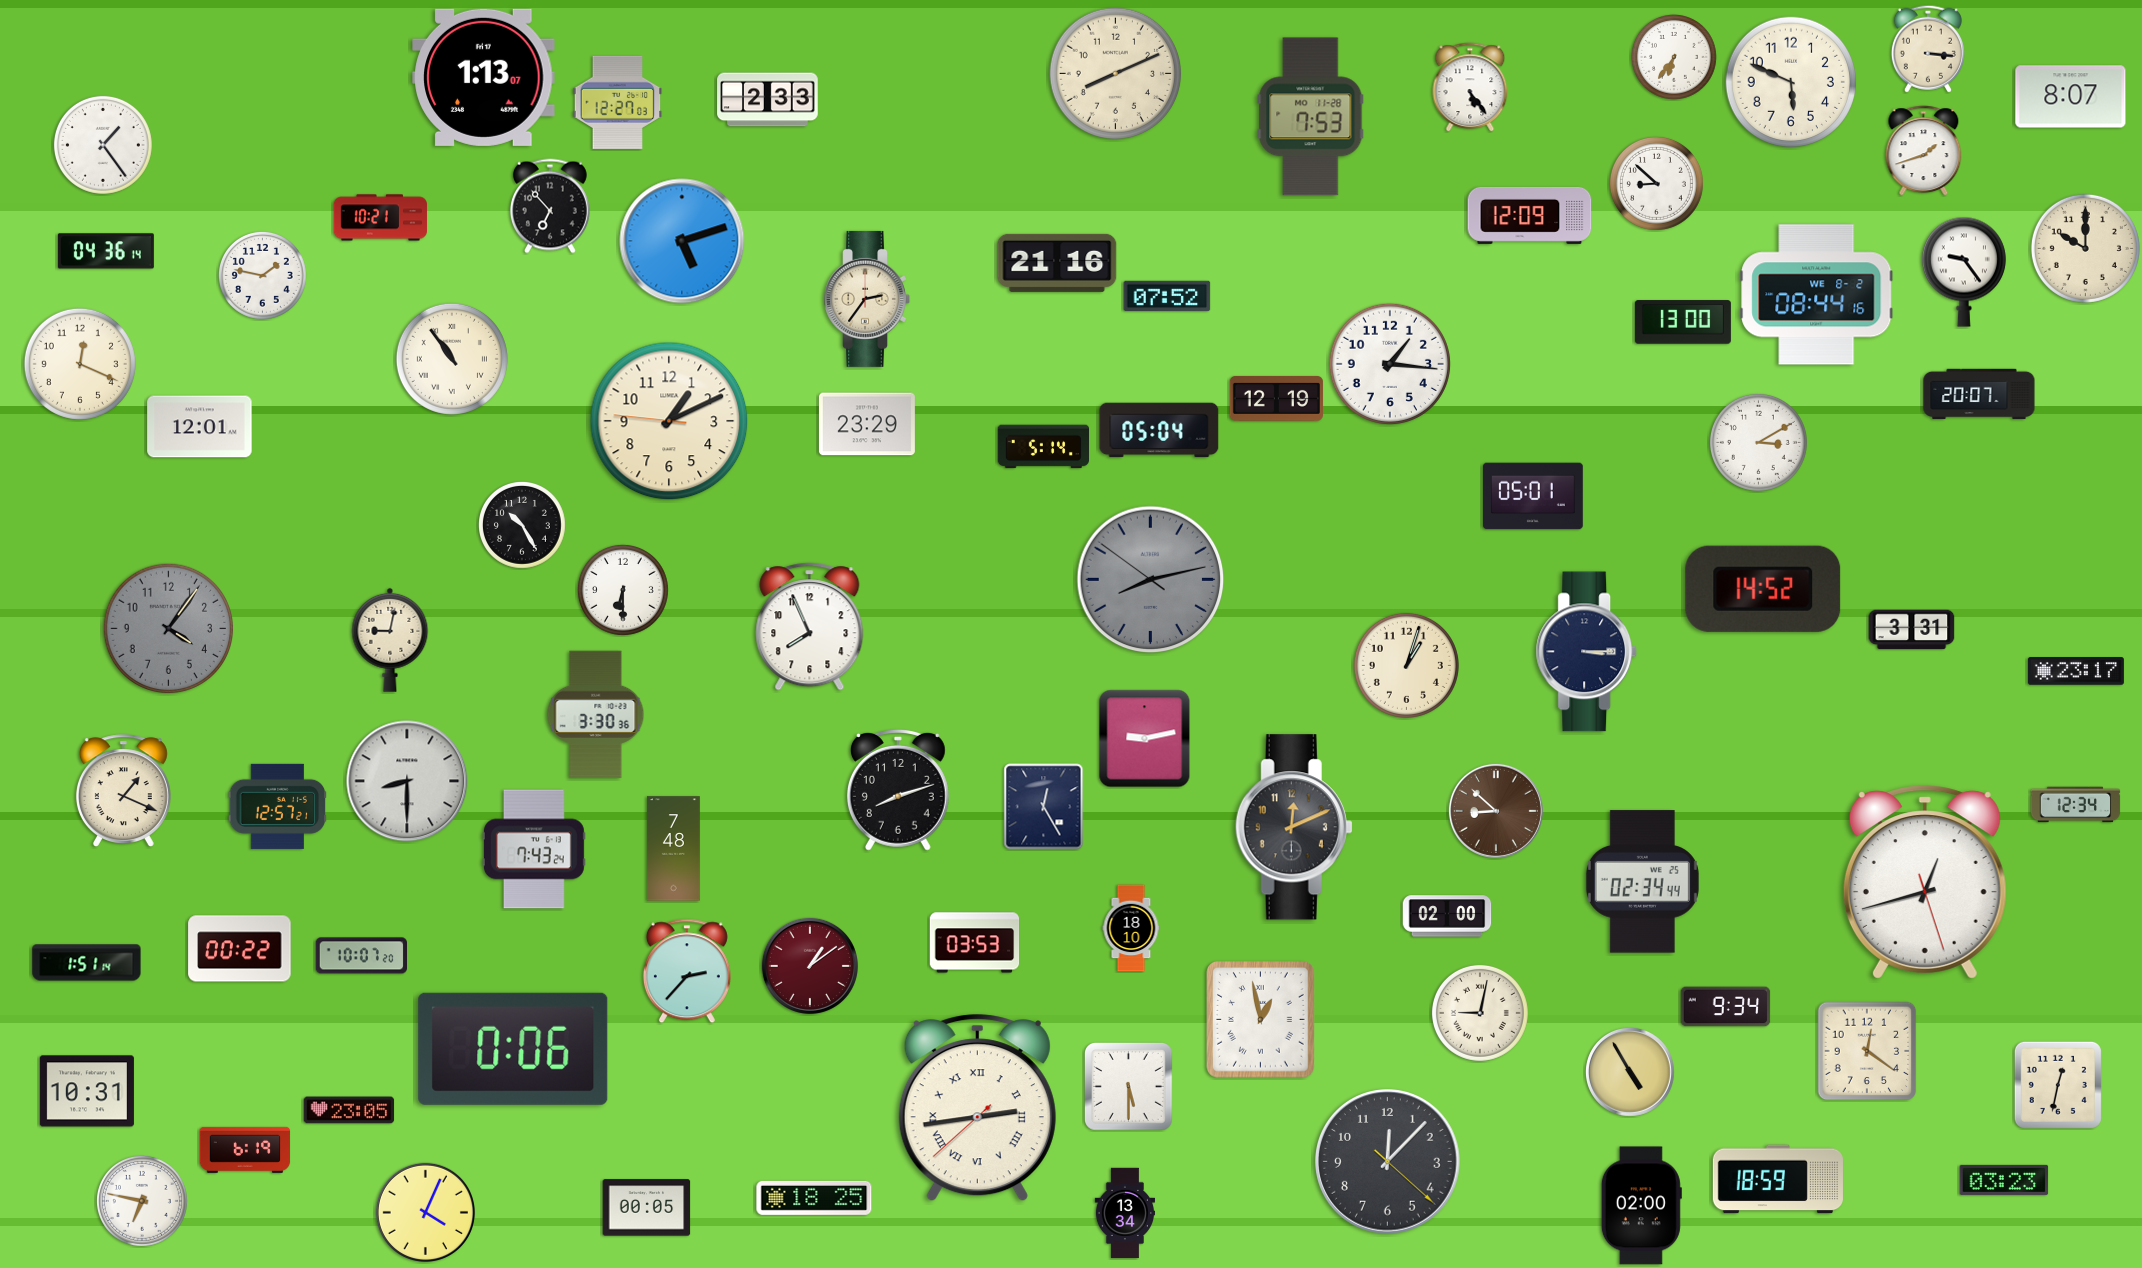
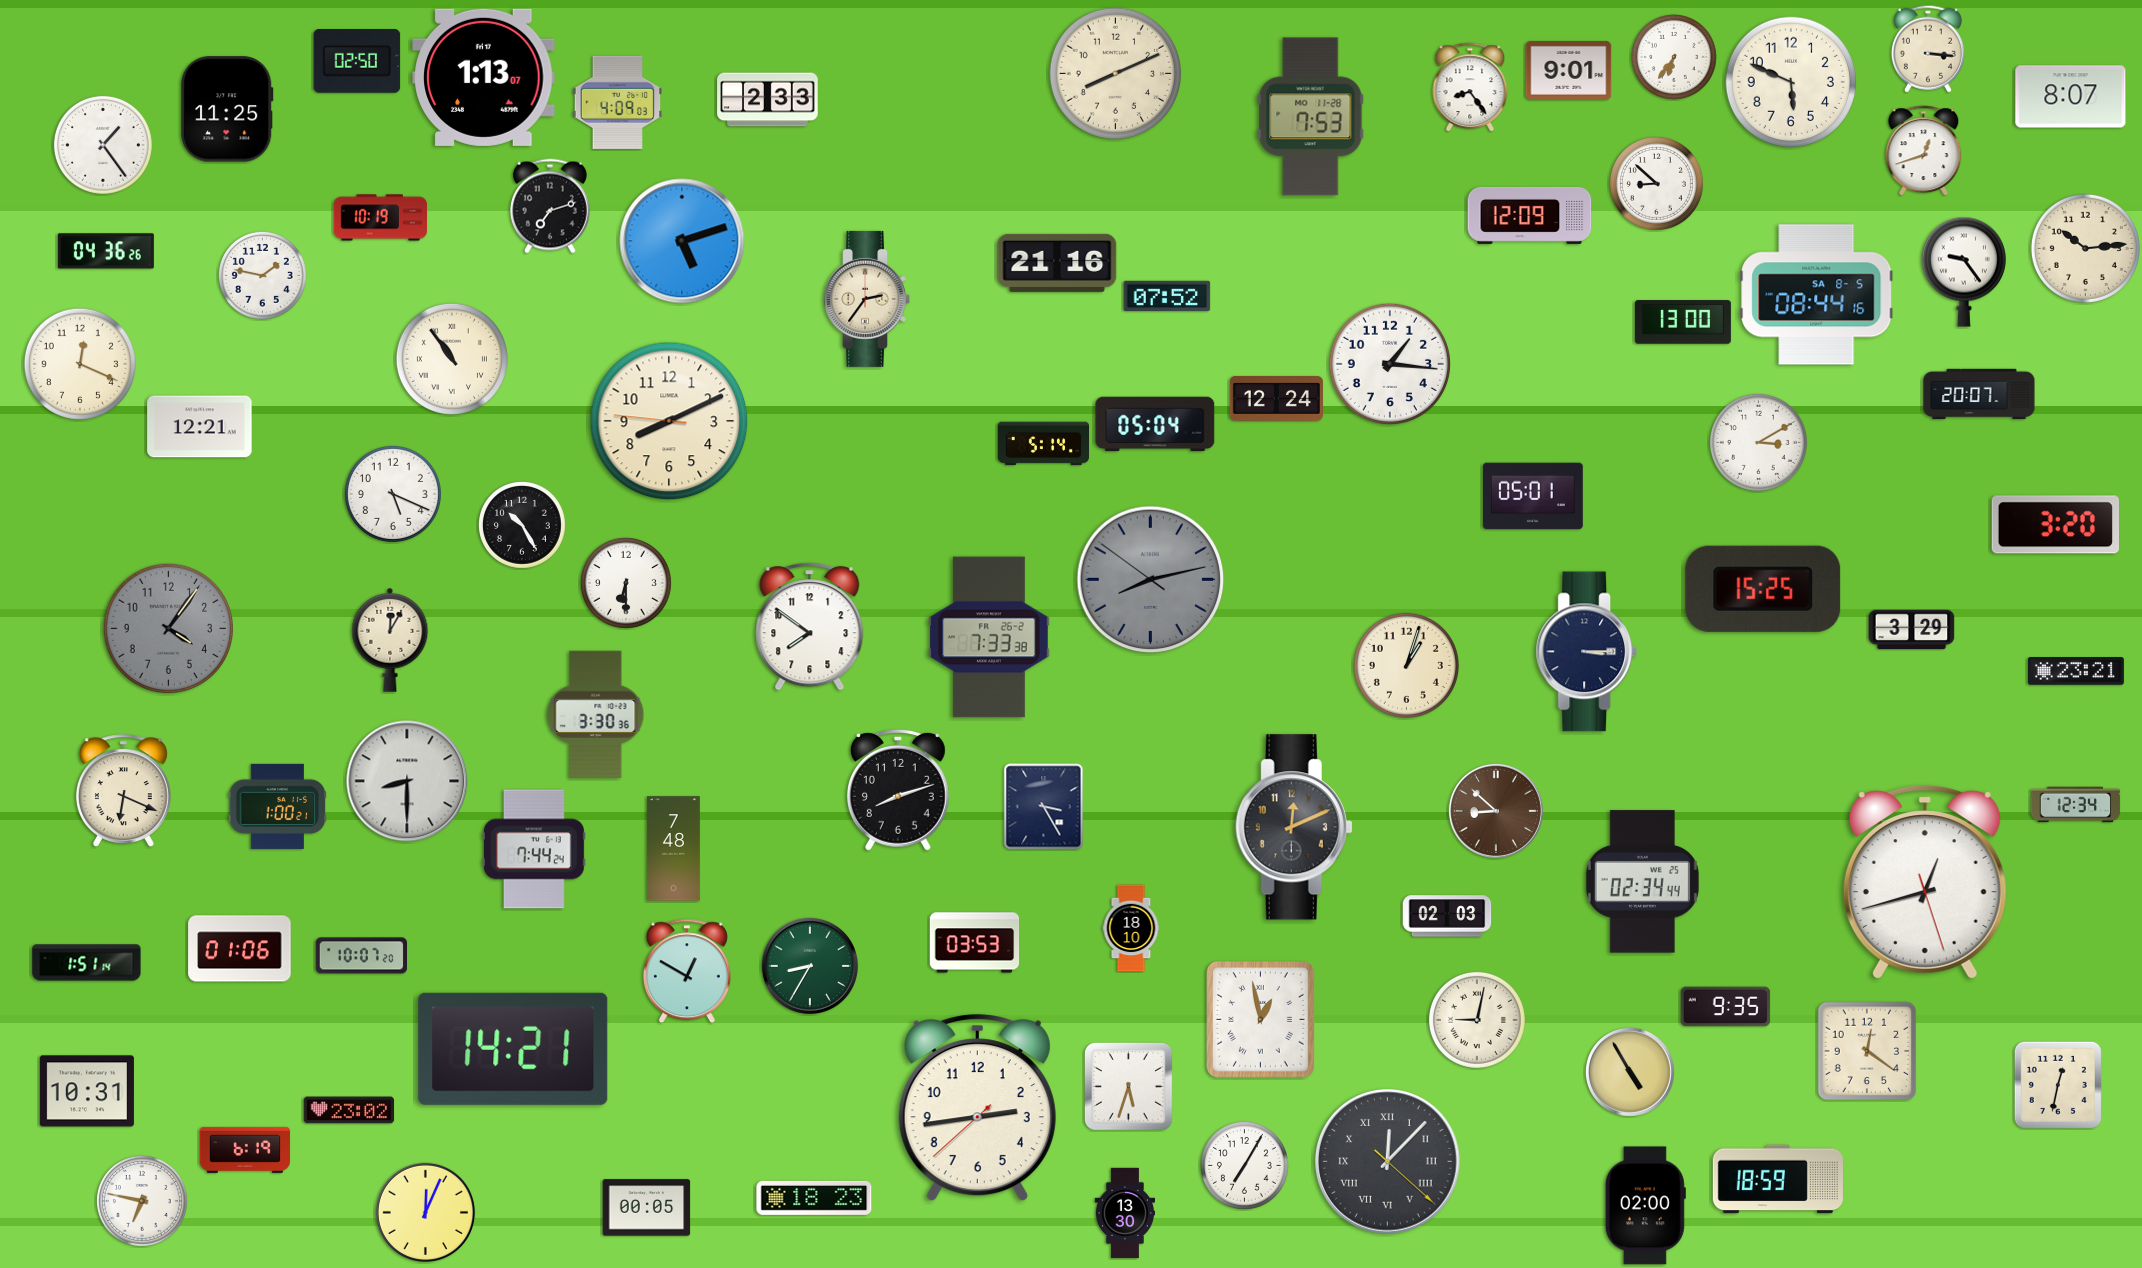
clock at (357, 62): none -> 02:50
clock at (1569, 70): none -> 9:01
clock at (1470, 87): 5:24 -> 8:24
clock at (618, 102): 12:27 -> 4:09
clock at (228, 109): none -> 11:25
clock at (1924, 151): 1:42 -> 12:42
clock at (550, 206): 6:53 -> 7:12
clock at (380, 218): 10:21 -> 10:19
clock at (2085, 248): 10:00 -> 10:14
clock at (106, 251): 04:36:14 -> 04:36:26
clock at (1817, 295) date: WE 8-2 -> SA 8-5
clock at (1276, 398): 12:19 -> 12:24
clock at (669, 421): 1:10 -> 8:10
clock at (867, 424): 23:29 -> none
clock at (200, 427): 12:01 -> 12:21
clock at (1159, 430) position: (1159, 430) -> (1155, 424)
clock at (1043, 447) position: (1043, 447) -> (1043, 444)
clock at (393, 494): none -> 5:19
clock at (2056, 525): none -> 3:20
clock at (1763, 589): 14:52 -> 15:25
clock at (623, 590) position: (623, 590) -> (626, 583)
clock at (810, 627): 7:56 -> 7:51
clock at (1912, 630): 3:31 -> 3:29
clock at (989, 637): none -> 7:33
clock at (390, 640): 9:02 -> 12:05
clock at (2076, 671): 23:17 -> 23:21
clock at (1145, 739): 9:13 -> none
clock at (123, 791): 1:19 -> 6:19
clock at (278, 806): 12:57 -> 1:00
clock at (1044, 807): 12:25 -> 3:25
clock at (534, 849): 7:43 -> 7:44
clock at (1447, 916): 02:00 -> 02:03
clock at (240, 949): 00:22 -> 01:06
clock at (810, 966): 1:09 -> 8:35
clock at (810, 966) dial: burgundy -> green
clock at (687, 971): 2:37 -> 12:50
clock at (1726, 1007): 9:34 -> 9:35
clock at (1480, 1013) position: (1480, 1013) -> (1477, 1020)
clock at (513, 1049): 0:06 -> 14:21
clock at (1129, 1087): 5:30 -> 5:33
clock at (977, 1108) numerals: Roman -> Arabic
clock at (349, 1110): 23:05 -> 23:02
clock at (1388, 1162) numerals: Arabic -> Roman
clock at (1244, 1165): none -> 7:05
clock at (2004, 1180): 03:23 -> none
clock at (814, 1198): 18:25 -> 18:23
clock at (1641, 1206) position: (1641, 1206) -> (1645, 1206)
clock at (425, 1212): 4:04 -> 12:04
clock at (1124, 1213): 13:34 -> 13:30
